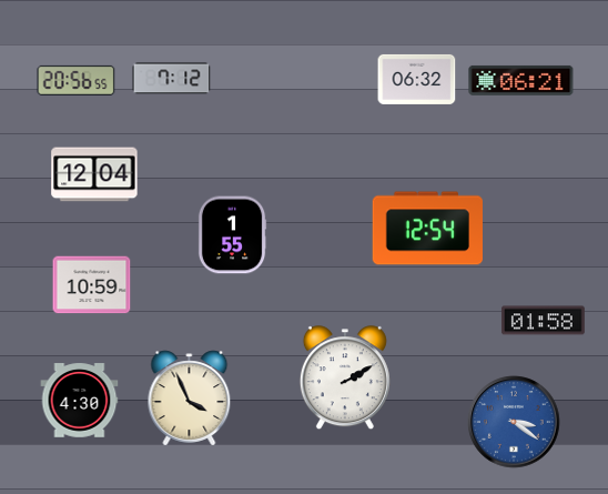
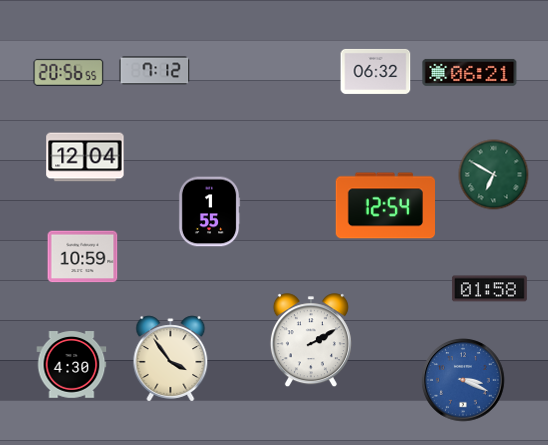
clock at (494, 175): none -> 6:50
clock at (190, 399): 3:56 -> 3:54
clock at (80, 401) position: (80, 401) -> (72, 365)
clock at (514, 422): 3:21 -> 3:19
